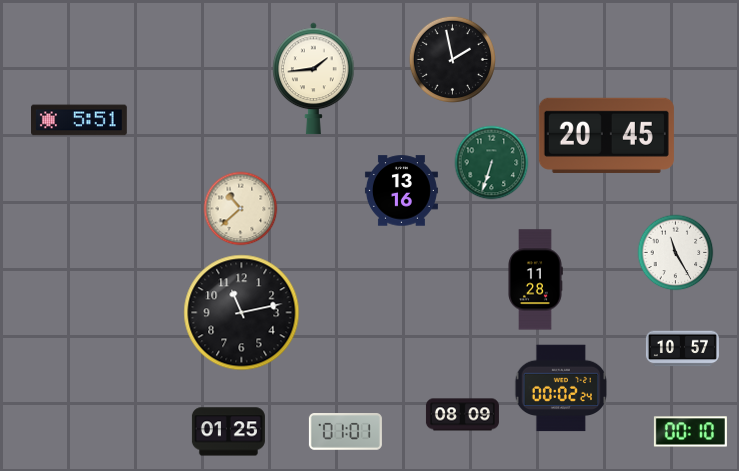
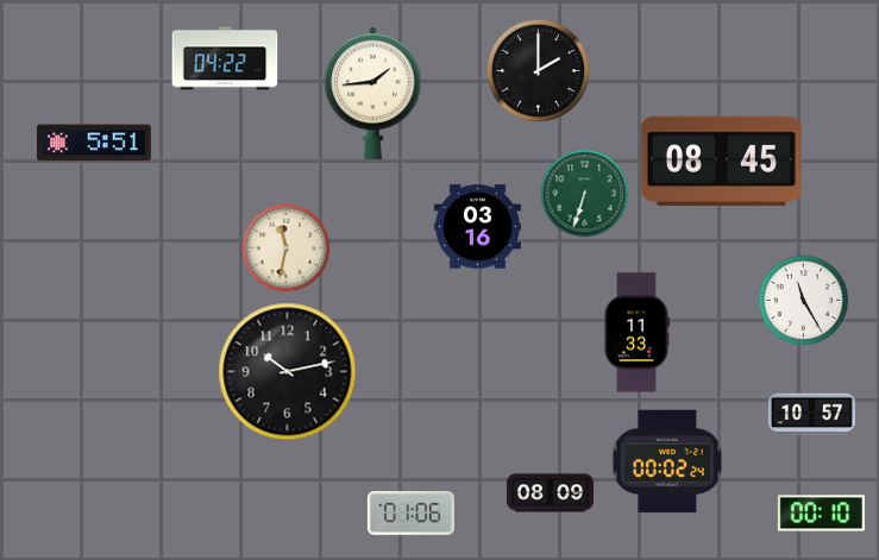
clock at (225, 58): none -> 04:22
clock at (452, 59): 1:58 -> 2:00
clock at (606, 135): 20:45 -> 08:45
clock at (401, 191): 13:16 -> 03:16
clock at (241, 209): 10:38 -> 11:32
clock at (535, 280): 11:28 -> 11:33
clock at (242, 313): 11:13 -> 10:13
clock at (228, 432): 01:25 -> none
clock at (345, 432): 01:01 -> 01:06
